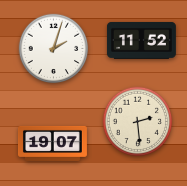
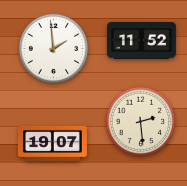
clock at (54, 49): 2:03 -> 1:59
clock at (138, 122) position: (138, 122) -> (141, 122)
